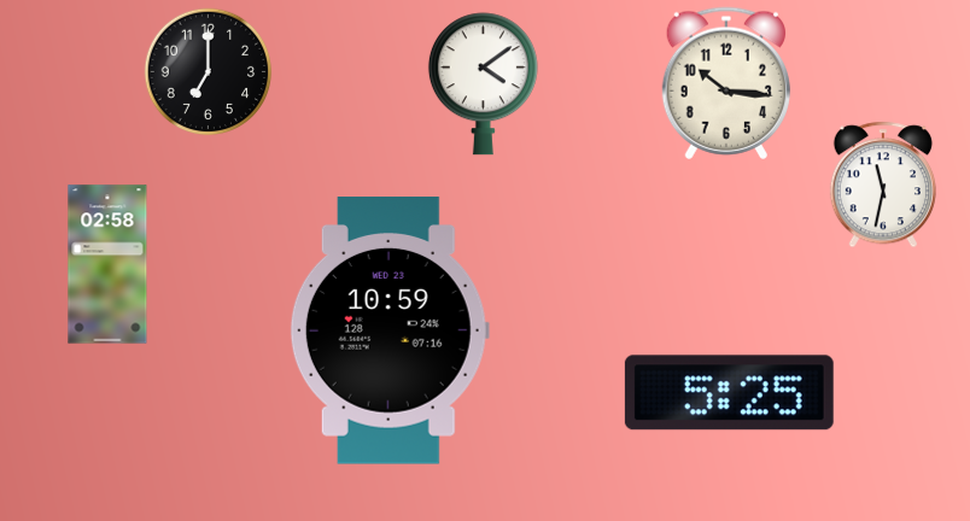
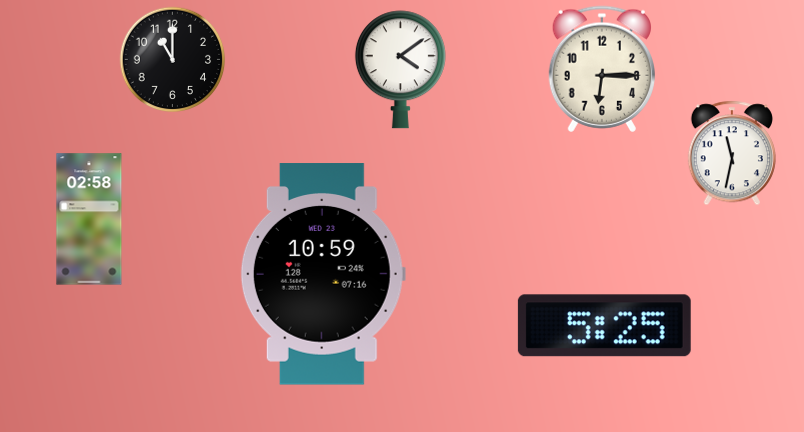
clock at (209, 72): 7:00 -> 11:00
clock at (726, 83): 10:16 -> 6:15
